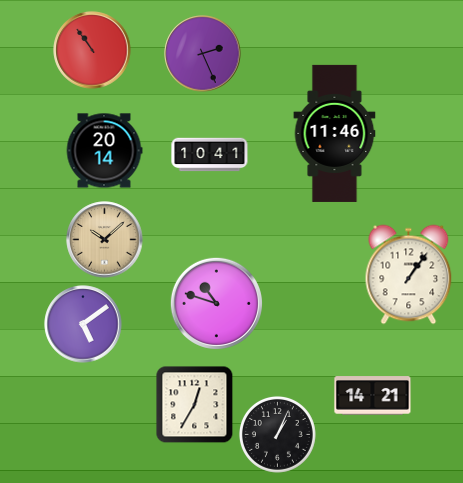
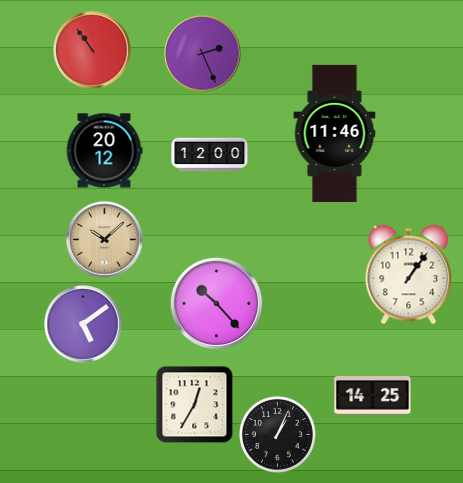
clock at (104, 151): 20:14 -> 20:12
clock at (210, 155): 10:41 -> 12:00
clock at (216, 303): 10:48 -> 10:23
clock at (373, 396): 14:21 -> 14:25
